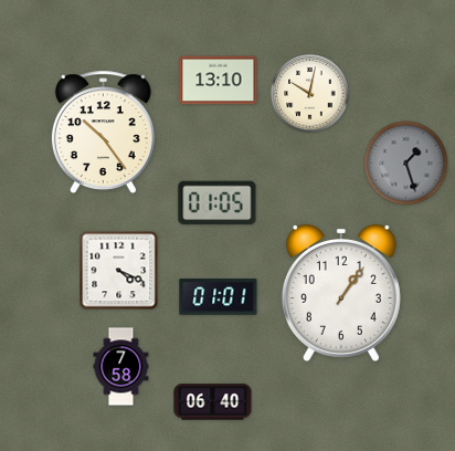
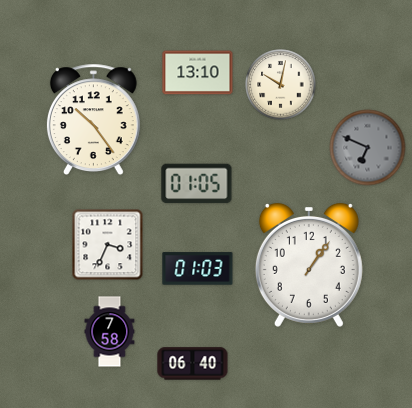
clock at (406, 164): 1:27 -> 6:49
clock at (119, 271): 4:19 -> 3:34
clock at (219, 297): 01:01 -> 01:03
